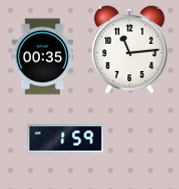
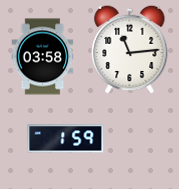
clock at (43, 57): 00:35 -> 03:58
